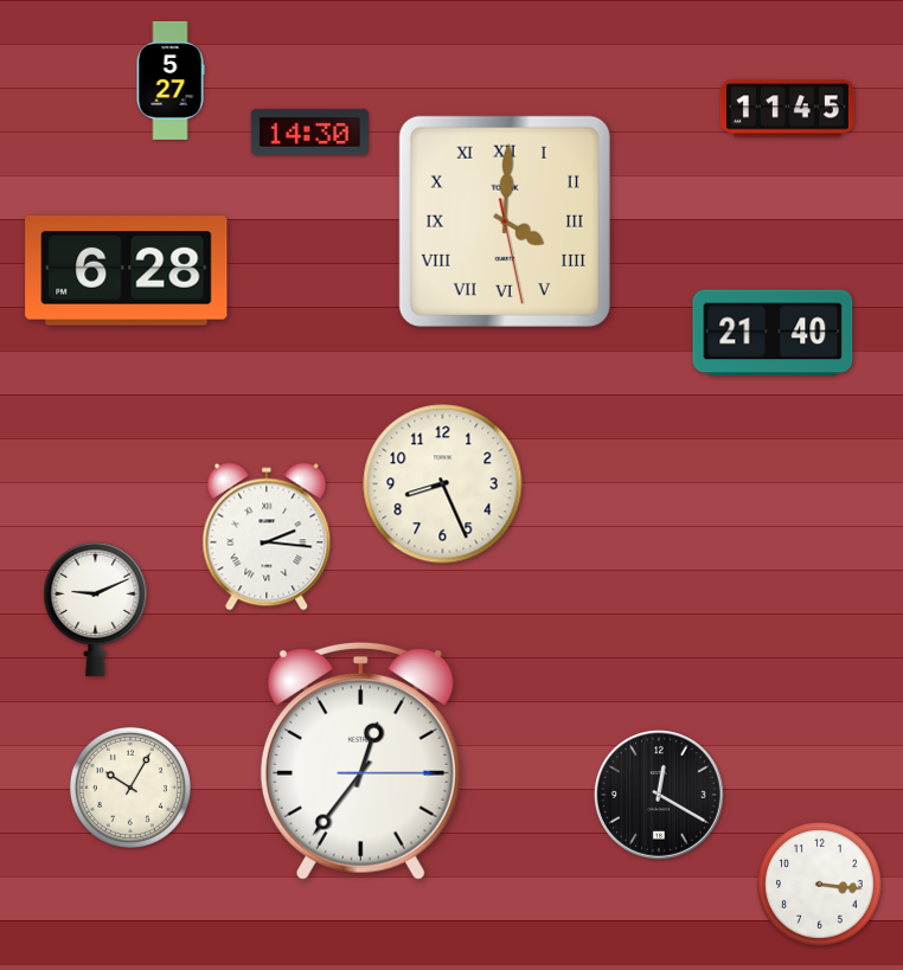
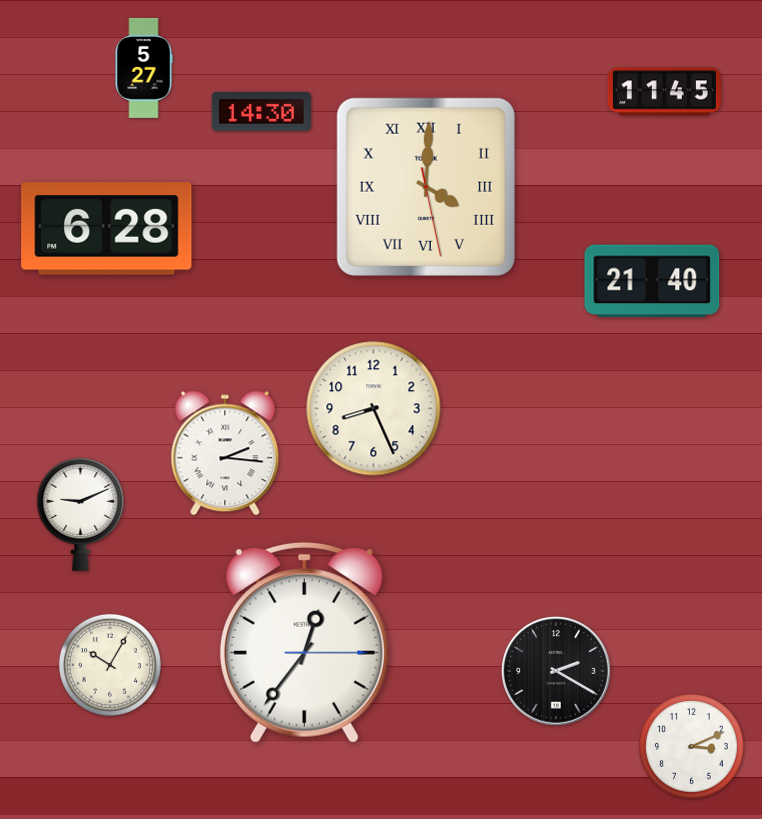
clock at (659, 795): 12:20 -> 2:20
clock at (820, 885): 3:16 -> 3:11
